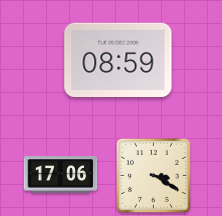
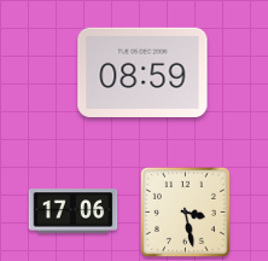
clock at (153, 175): 3:20 -> 3:28
